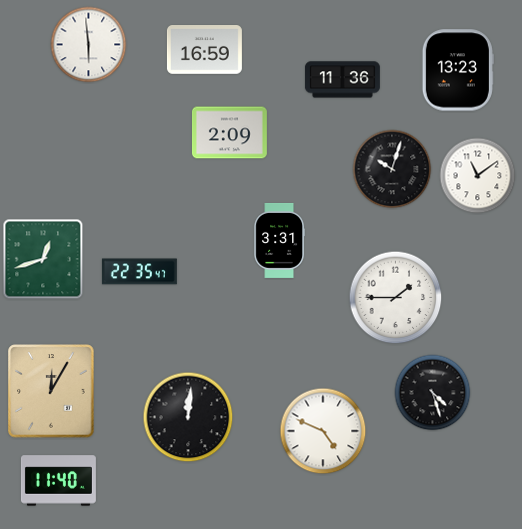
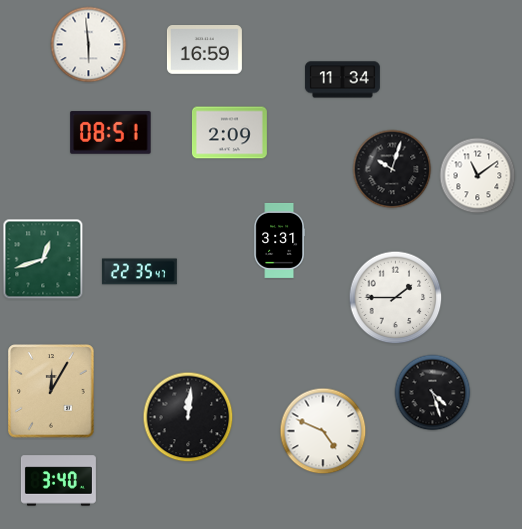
clock at (458, 70): 13:23 -> none
clock at (342, 80): 11:36 -> 11:34
clock at (111, 133): none -> 08:51
clock at (58, 481): 11:40 -> 3:40
